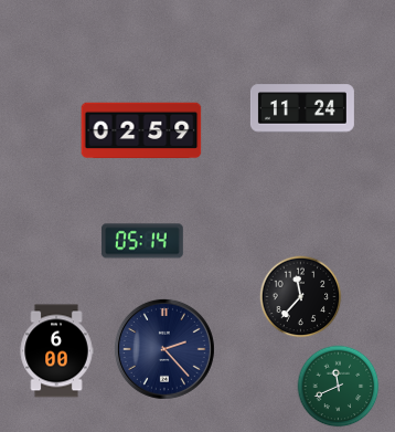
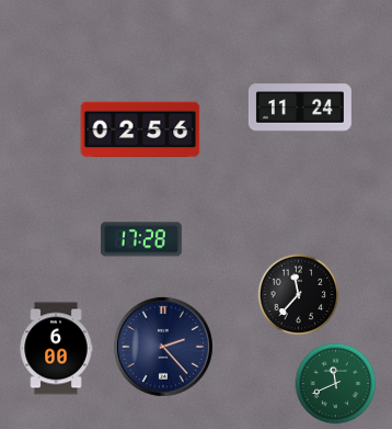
clock at (141, 130): 02:59 -> 02:56
clock at (142, 241): 05:14 -> 17:28
